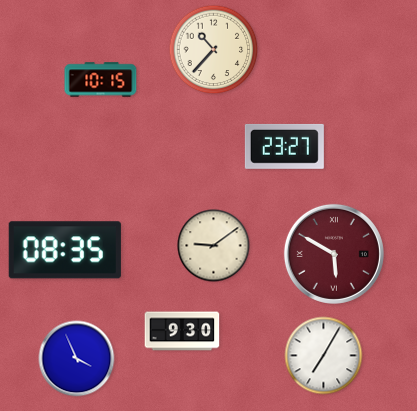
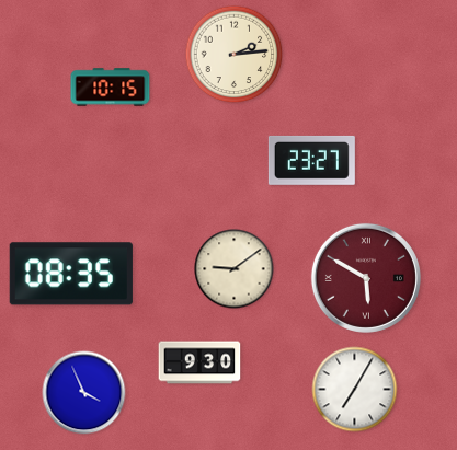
clock at (214, 50): 10:37 -> 2:14
